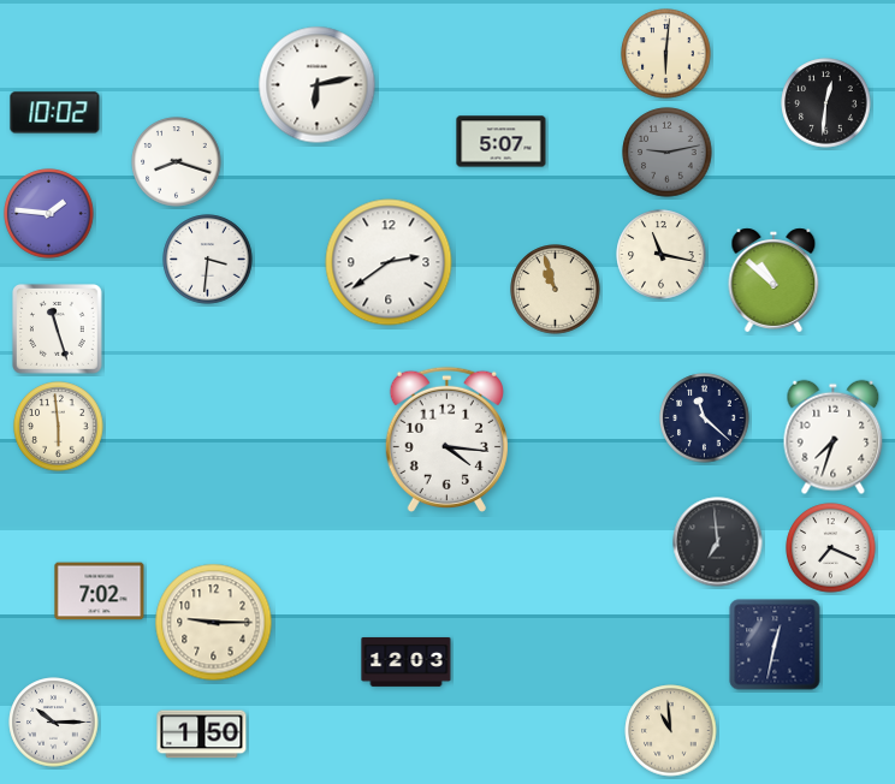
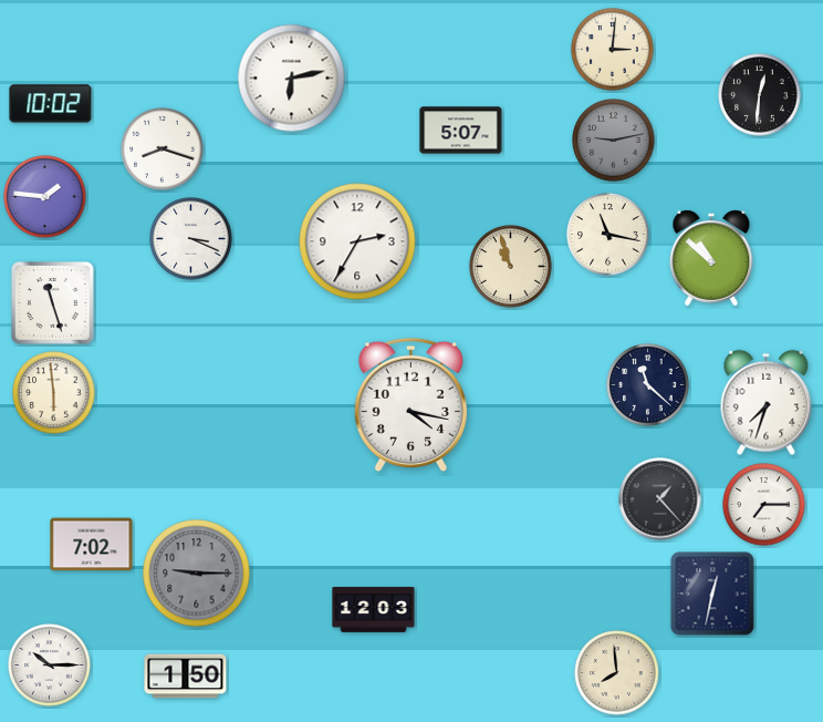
clock at (666, 54): 6:01 -> 3:01
clock at (208, 260): 3:31 -> 3:19
clock at (389, 262): 2:39 -> 2:35
clock at (446, 439): 4:16 -> 4:17
clock at (718, 542): 6:59 -> 1:23
clock at (831, 548): 7:19 -> 7:15
clock at (214, 623) dial: cream -> grey
clock at (671, 731): 10:59 -> 7:59
